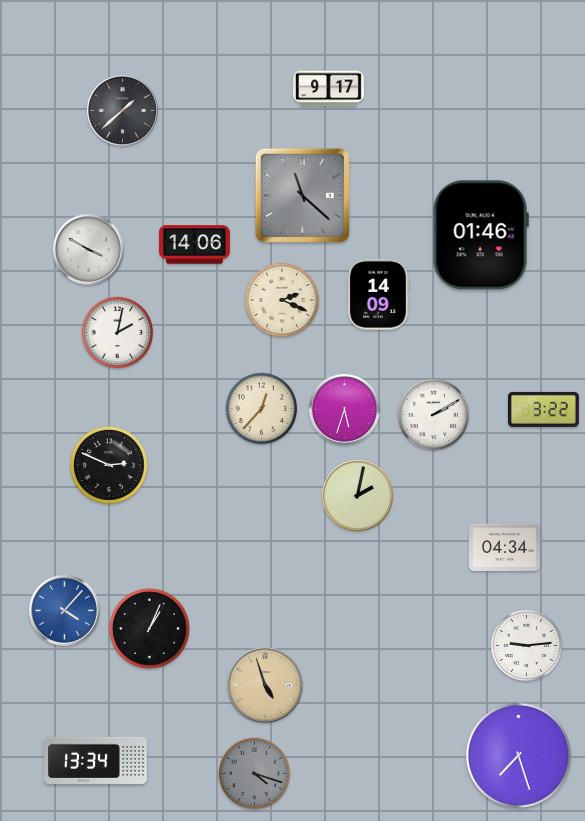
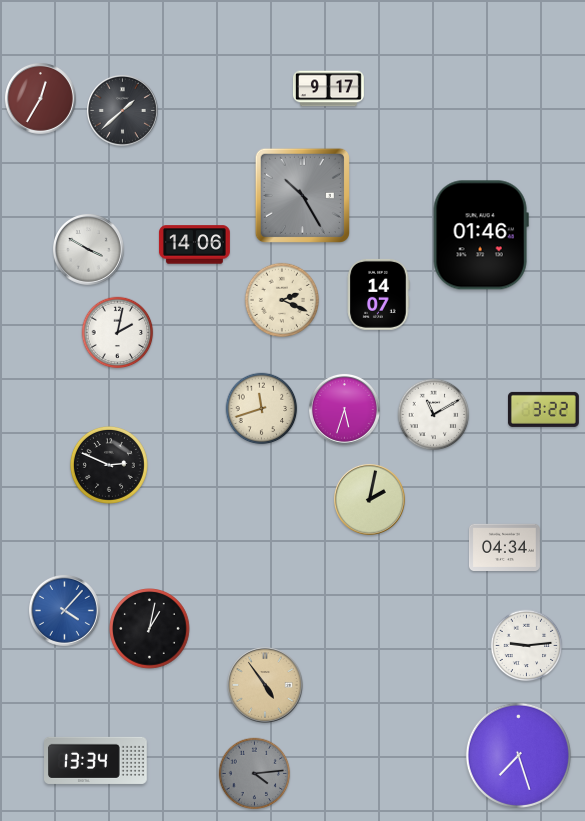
clock at (40, 98): none -> 12:35
clock at (302, 195): 11:22 -> 10:25
clock at (378, 294): 14:09 -> 14:07
clock at (262, 409): 12:37 -> 11:42
clock at (434, 415): 2:10 -> 11:10
clock at (357, 495) position: (357, 495) -> (369, 499)
clock at (150, 629): 1:04 -> 1:02
clock at (265, 685): 4:57 -> 4:54
clock at (255, 774): 4:18 -> 4:14
